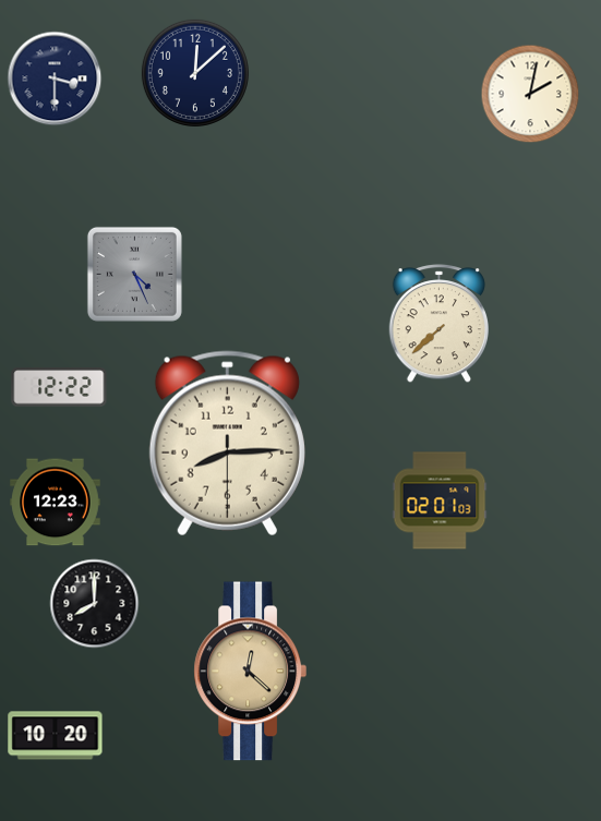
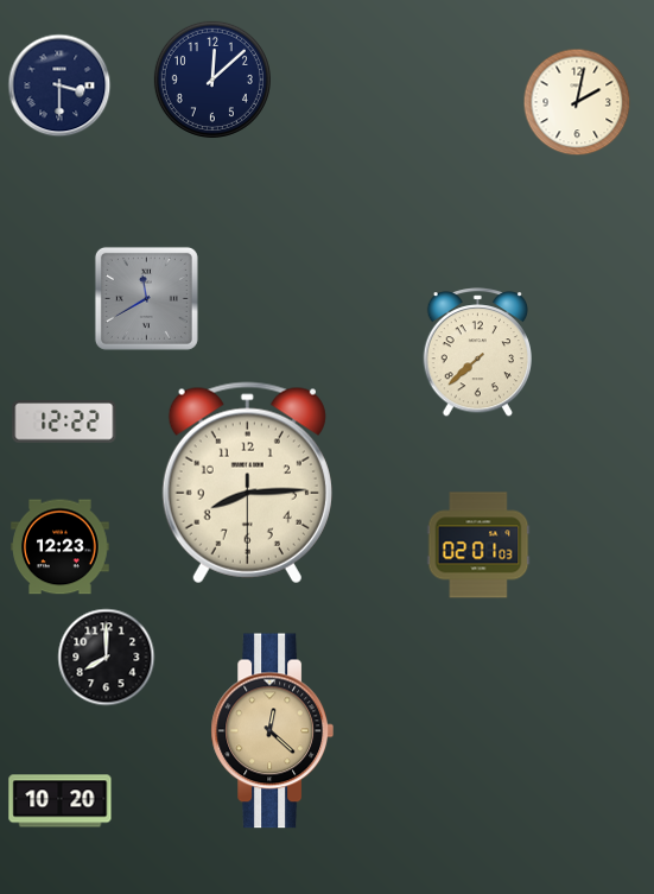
clock at (134, 274): 4:26 -> 11:40
clock at (95, 604) position: (95, 604) -> (107, 658)
